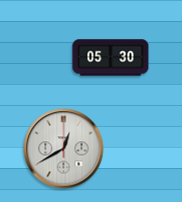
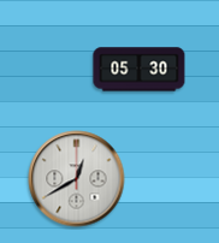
clock at (111, 58) position: (111, 58) -> (140, 70)
